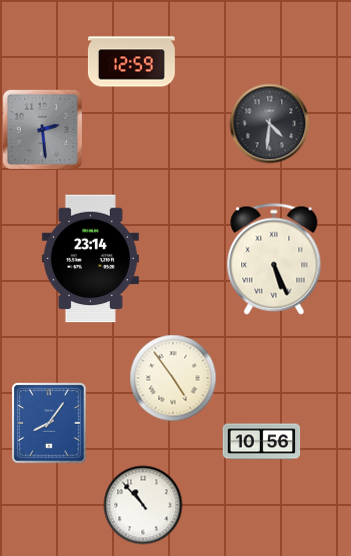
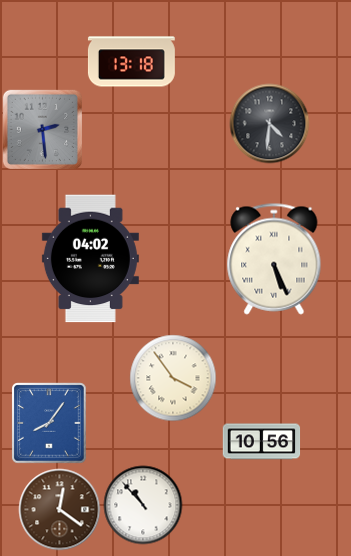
clock at (131, 62): 12:59 -> 13:18
clock at (90, 259): 23:14 -> 04:02
clock at (173, 378): 4:54 -> 3:54
clock at (59, 509): none -> 12:21
